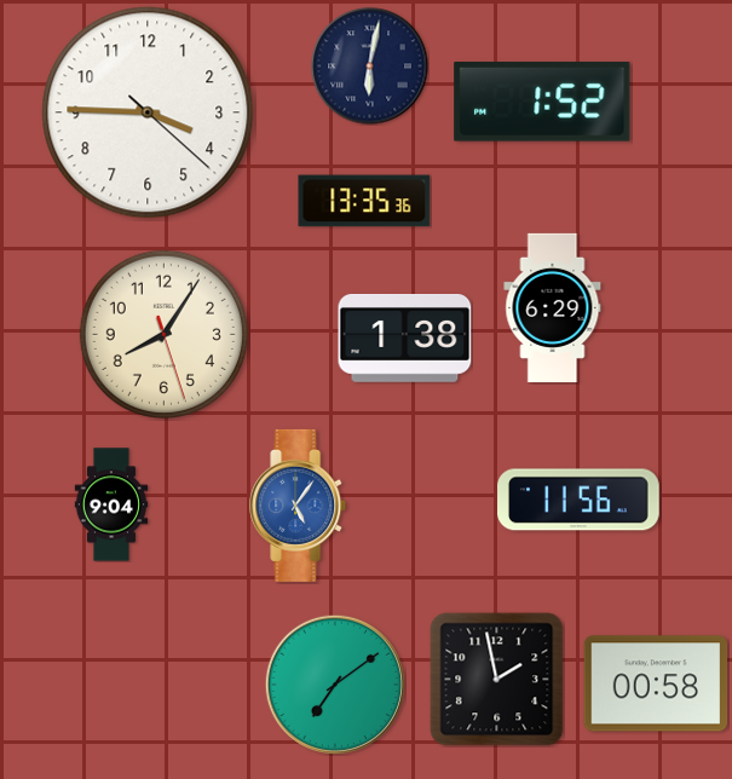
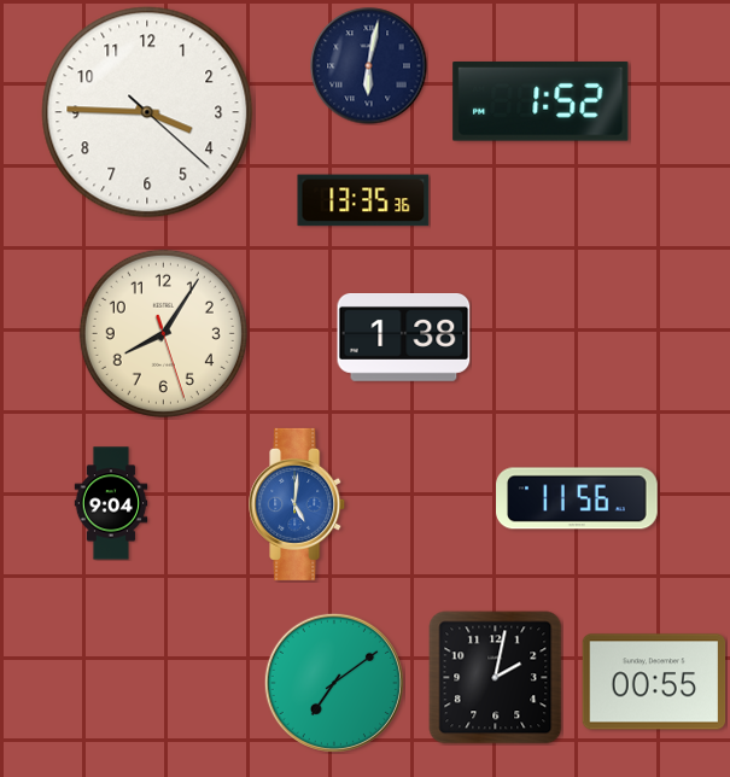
clock at (553, 307): 6:29 -> none
clock at (299, 506): 5:06 -> 5:01
clock at (497, 680): 1:58 -> 2:02
clock at (656, 683): 00:58 -> 00:55
